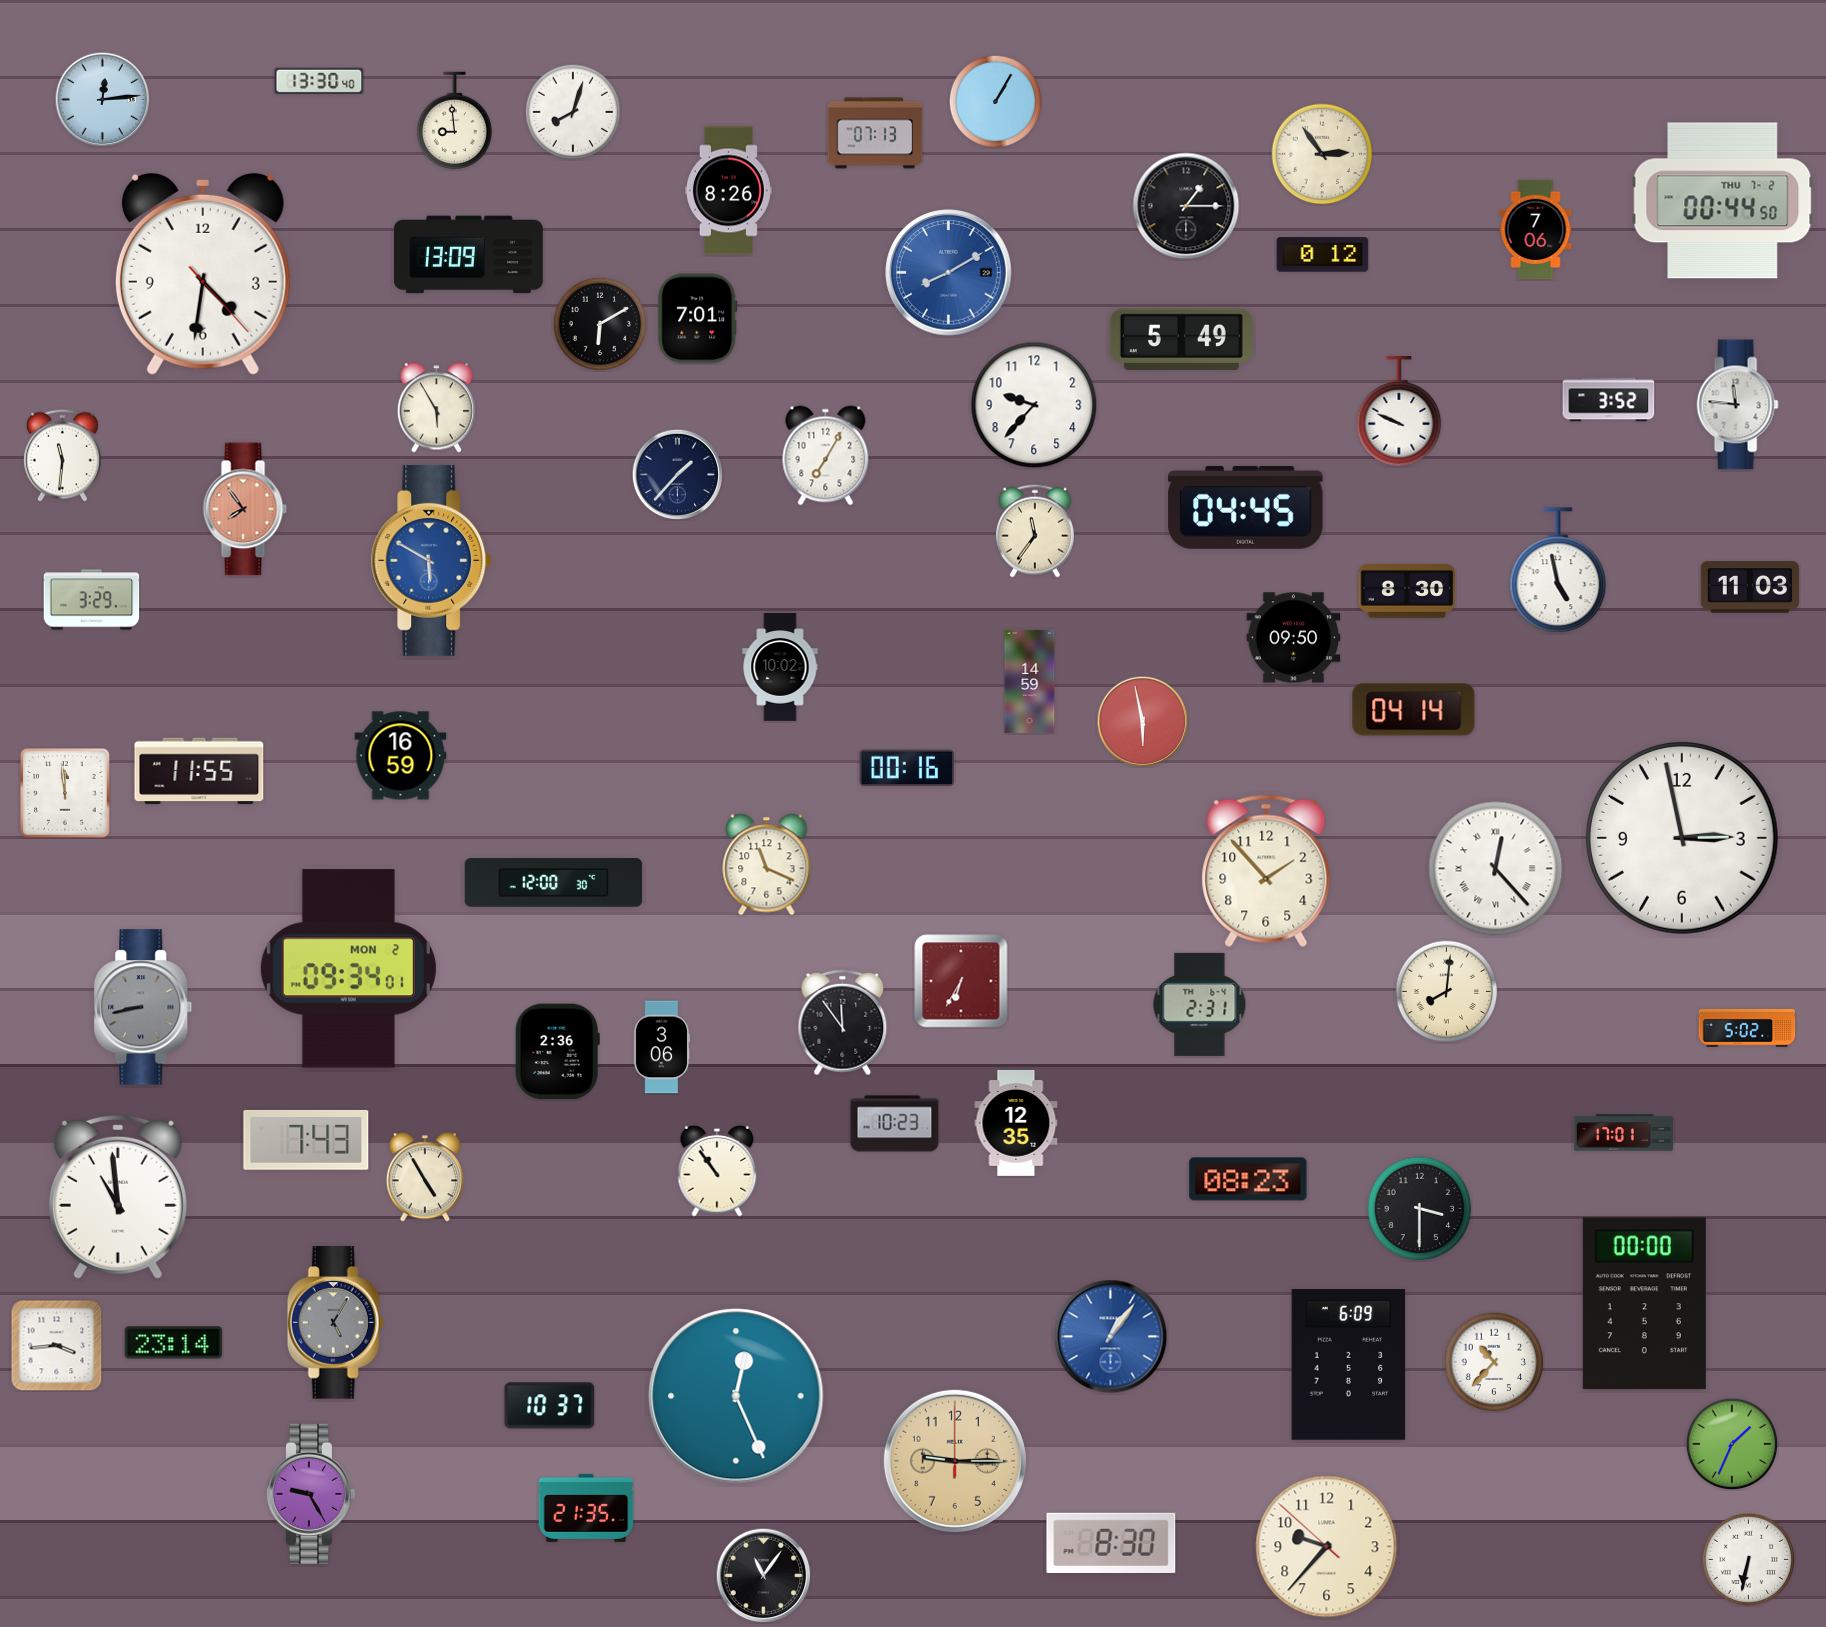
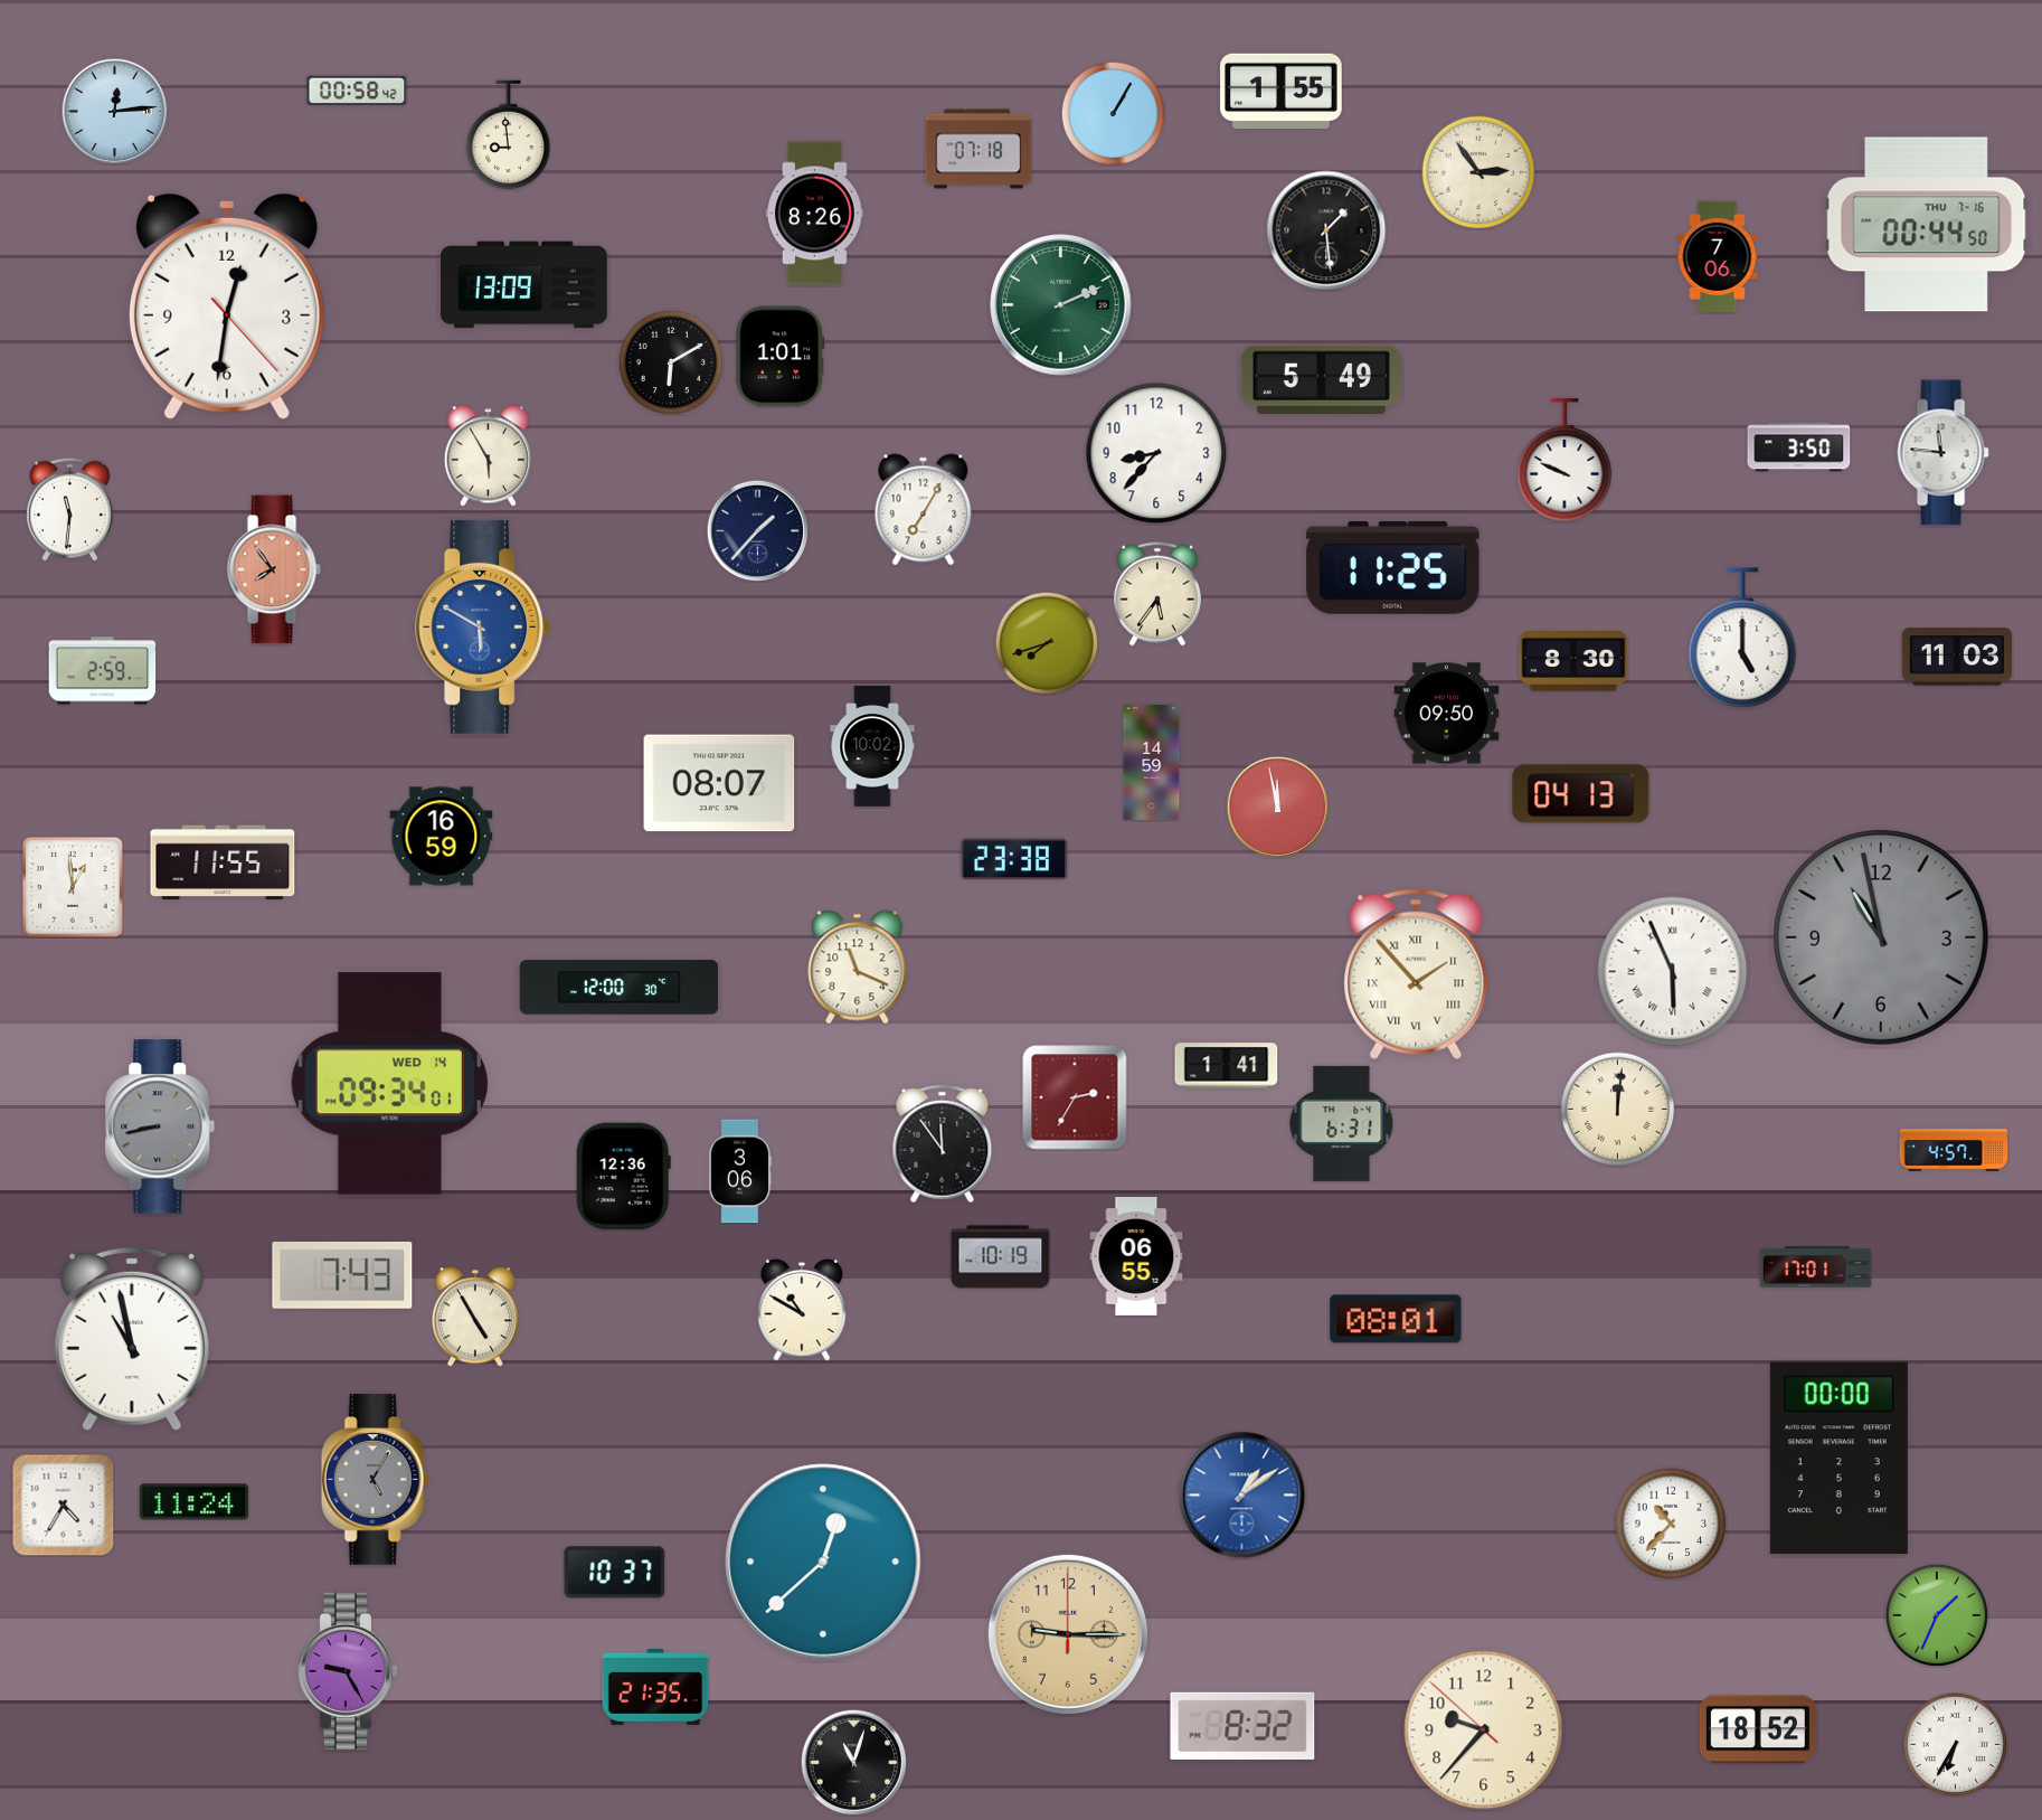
clock at (319, 80): 13:30 -> 00:58
clock at (1282, 91): none -> 1:55
clock at (573, 112): 8:03 -> none
clock at (875, 133): 07:13 -> 07:18
clock at (1723, 201) date: THU 7-2 -> THU 7-16
clock at (1186, 206): 1:15 -> 1:29
clock at (1323, 255): 0:12 -> none
clock at (949, 273): 8:10 -> 2:11
clock at (949, 273) dial: blue -> green
clock at (203, 274): 4:31 -> 12:31
clock at (698, 319): 7:01 -> 1:01
clock at (1609, 400): 3:52 -> 3:50
clock at (1034, 405): 9:37 -> 8:37
clock at (1246, 507): 04:45 -> 11:25
clock at (1035, 531): 11:36 -> 5:36
clock at (1558, 571): 4:58 -> 5:00
clock at (1047, 643): none -> 7:42
clock at (92, 600): 3:29 -> 2:59
clock at (719, 783): none -> 08:07
clock at (1414, 710): 04:14 -> 04:13
clock at (1142, 721): 5:58 -> 11:58
clock at (401, 756) position: (401, 756) -> (442, 837)
clock at (907, 768): 00:16 -> 23:38
clock at (65, 793): 11:59 -> 12:59
clock at (1682, 838): 2:58 -> 10:58
clock at (1682, 838) dial: white -> grey
clock at (1496, 869): 12:23 -> 5:56
clock at (1266, 871) numerals: Arabic -> Roman
clock at (1227, 1066): none -> 1:41
clock at (348, 969) date: MON 2 -> WED 14
clock at (961, 981): 6:35 -> 2:35
clock at (1447, 992): 8:01 -> 12:01
clock at (1200, 1004): 2:31 -> 6:31
clock at (1747, 1028): 5:02 -> 4:57
clock at (557, 1052): 2:36 -> 12:36
clock at (1016, 1123): 12:35 -> 06:55
clock at (895, 1124): 10:23 -> 10:19
clock at (717, 1171): 10:54 -> 10:50
clock at (1248, 1179): 08:23 -> 08:01
clock at (118, 1197): 10:59 -> 10:58
clock at (1420, 1209): 3:30 -> none
clock at (1111, 1337): 1:06 -> 1:09
clock at (173, 1343): 23:14 -> 11:24
clock at (57, 1346): 3:44 -> 4:35
clock at (1349, 1365): 6:09 -> none
clock at (736, 1396): 12:26 -> 12:38
clock at (1111, 1543): 8:30 -> 8:32
clock at (1758, 1729): none -> 18:52
clock at (1748, 1559): 6:32 -> 6:35
clock at (763, 1575): 11:06 -> 11:03
